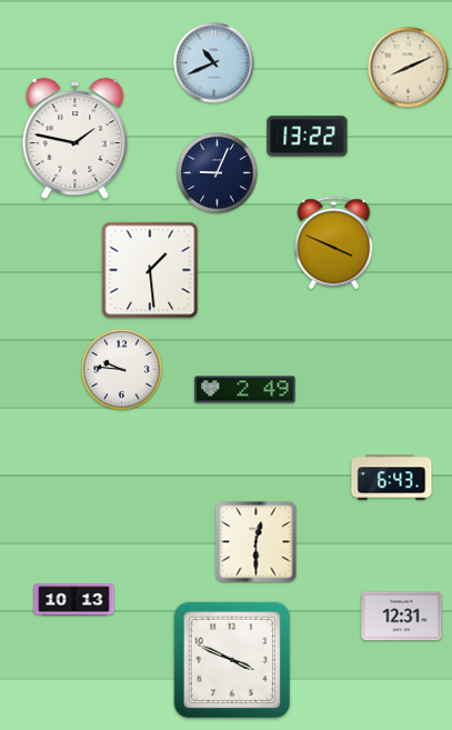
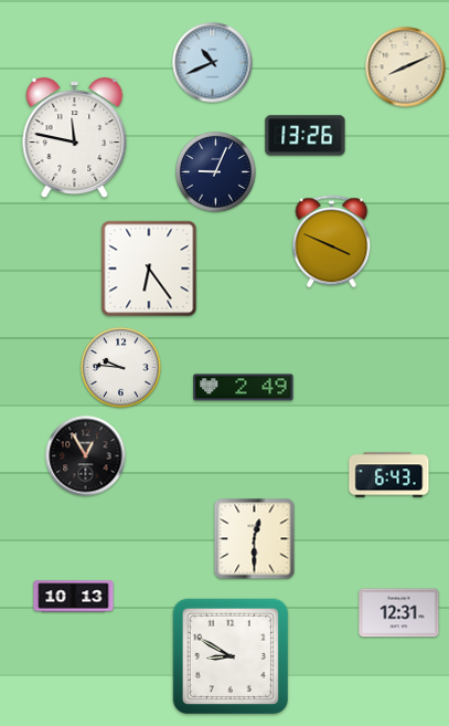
clock at (308, 137): 13:22 -> 13:26
clock at (76, 139): 1:47 -> 11:47
clock at (150, 270): 1:29 -> 6:24
clock at (86, 456): none -> 12:55
clock at (232, 660): 3:49 -> 8:50
